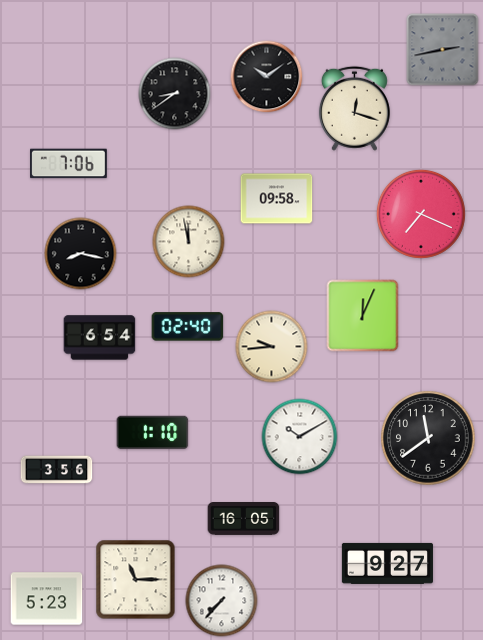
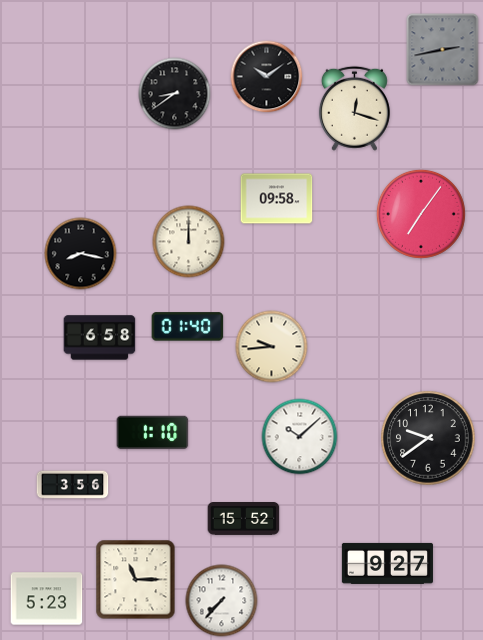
clock at (69, 164): 7:06 -> none
clock at (421, 214): 7:19 -> 7:06
clock at (189, 242): 11:58 -> 12:00
clock at (363, 316): 12:04 -> none
clock at (188, 327): 02:40 -> 01:40
clock at (100, 338): 6:54 -> 6:58
clock at (300, 437): 10:10 -> 10:08
clock at (428, 438): 11:39 -> 9:39
clock at (57, 470) position: (57, 470) -> (73, 485)
clock at (244, 519): 16:05 -> 15:52
